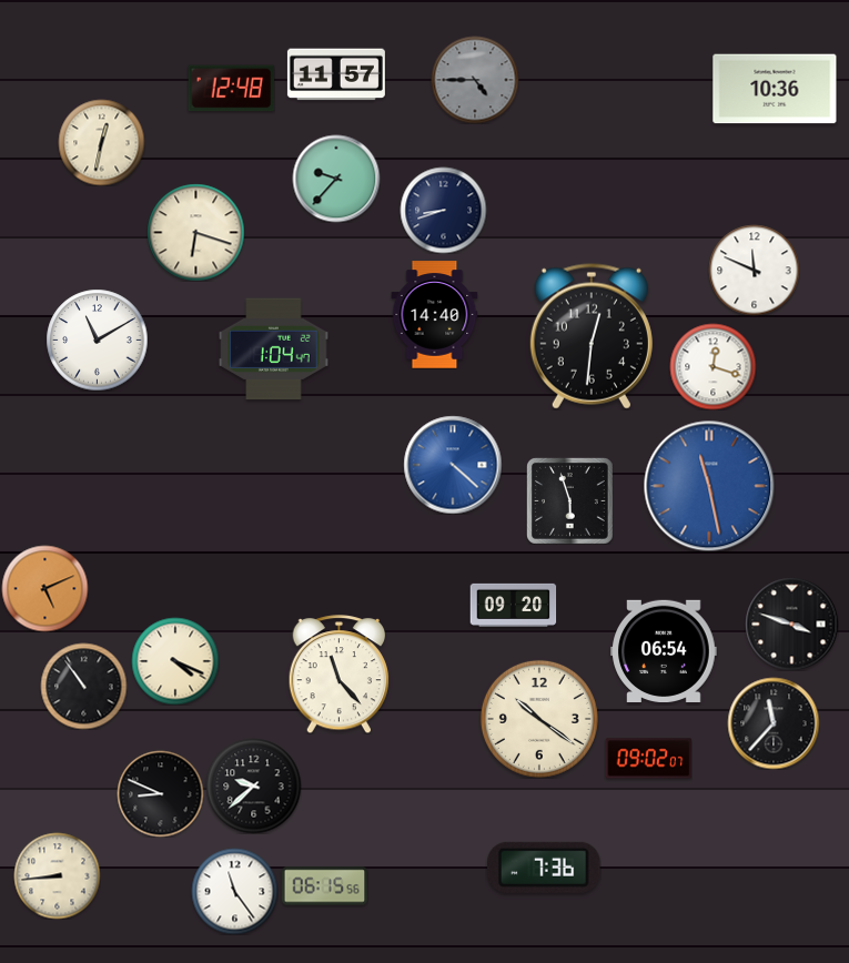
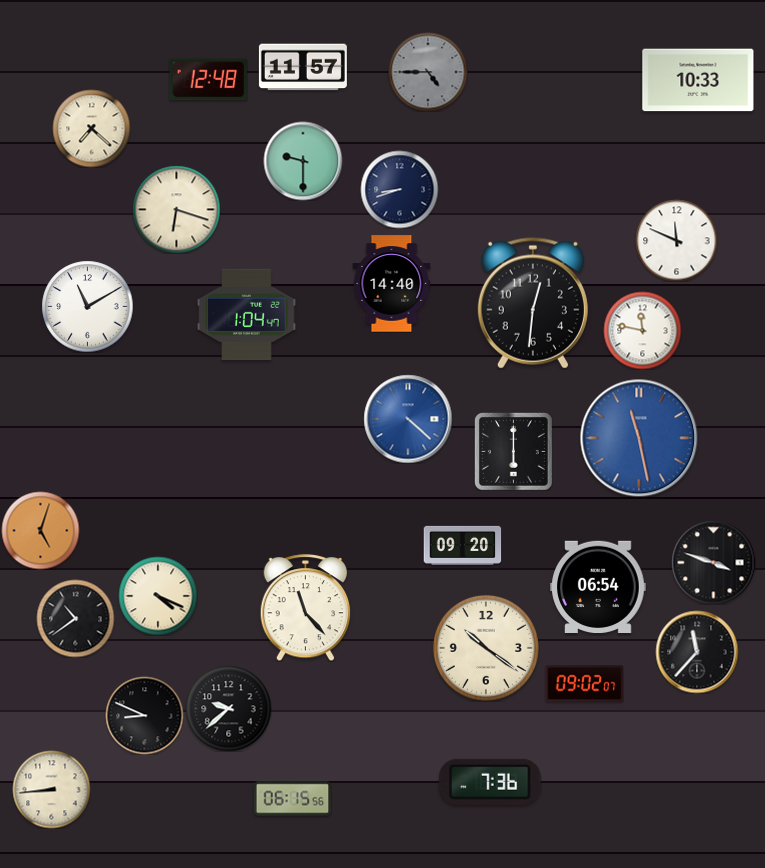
clock at (775, 89): 10:36 -> 10:33
clock at (101, 142): 12:32 -> 7:22
clock at (336, 179): 9:37 -> 9:30
clock at (754, 270) position: (754, 270) -> (676, 240)
clock at (712, 366): 12:18 -> 11:47
clock at (570, 501): 5:57 -> 6:00
clock at (44, 588): 5:11 -> 5:03
clock at (83, 686): 10:54 -> 10:39
clock at (234, 891): 11:24 -> none
